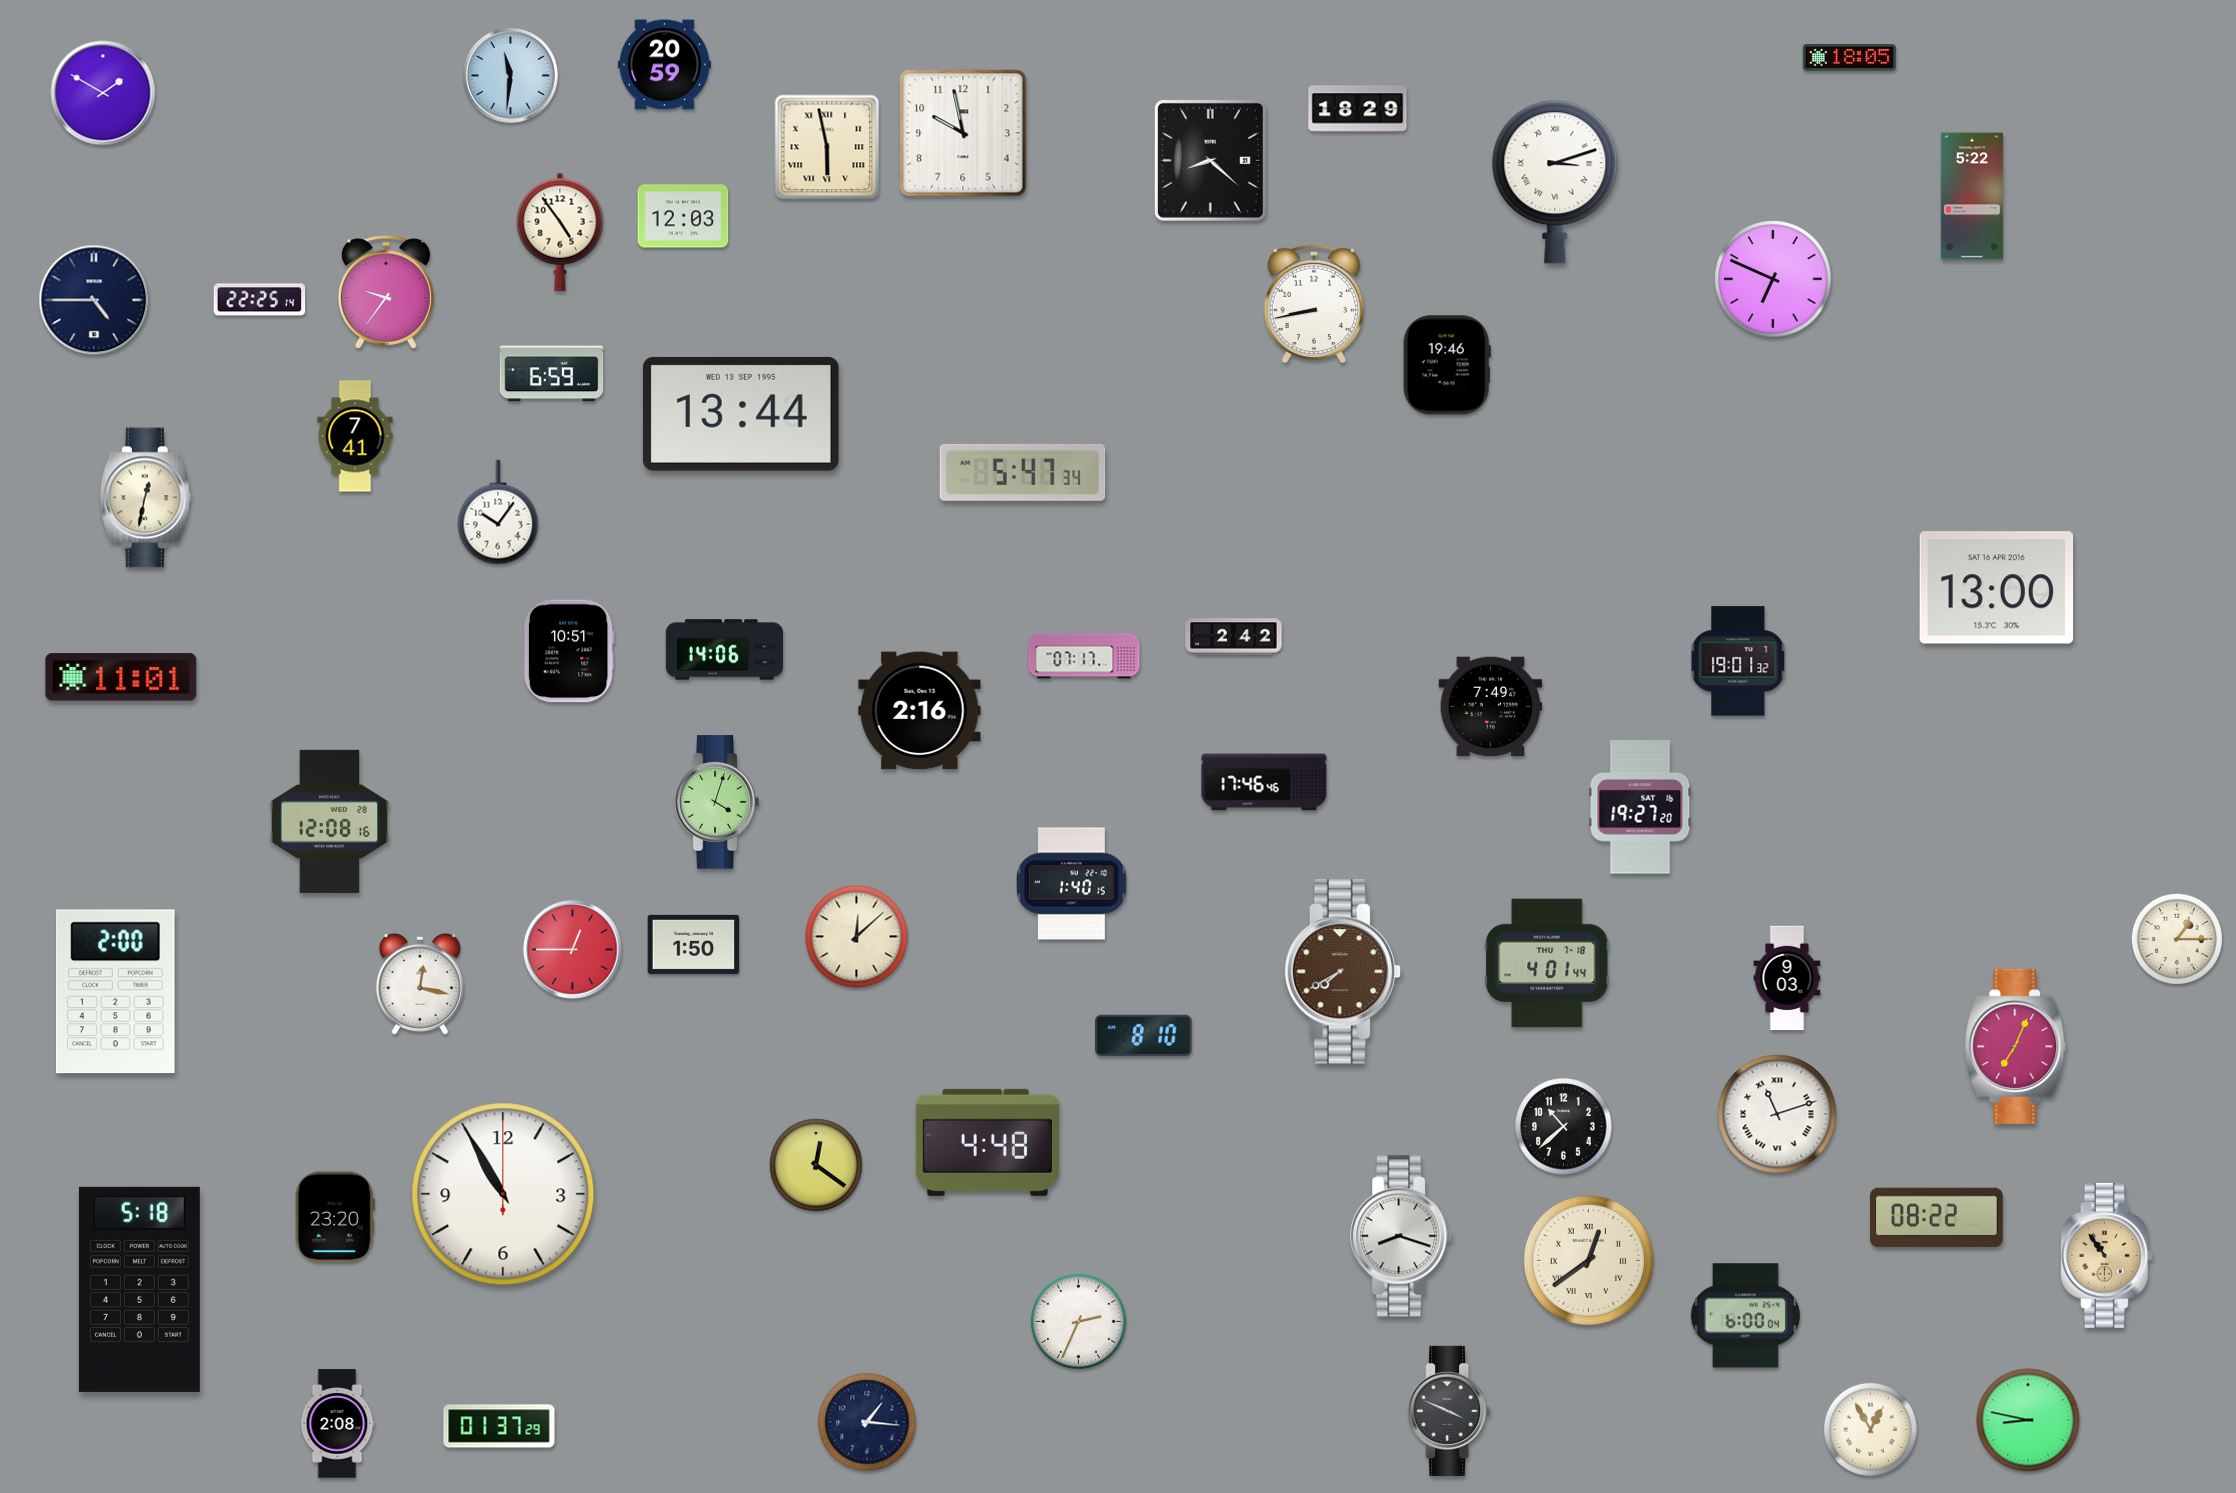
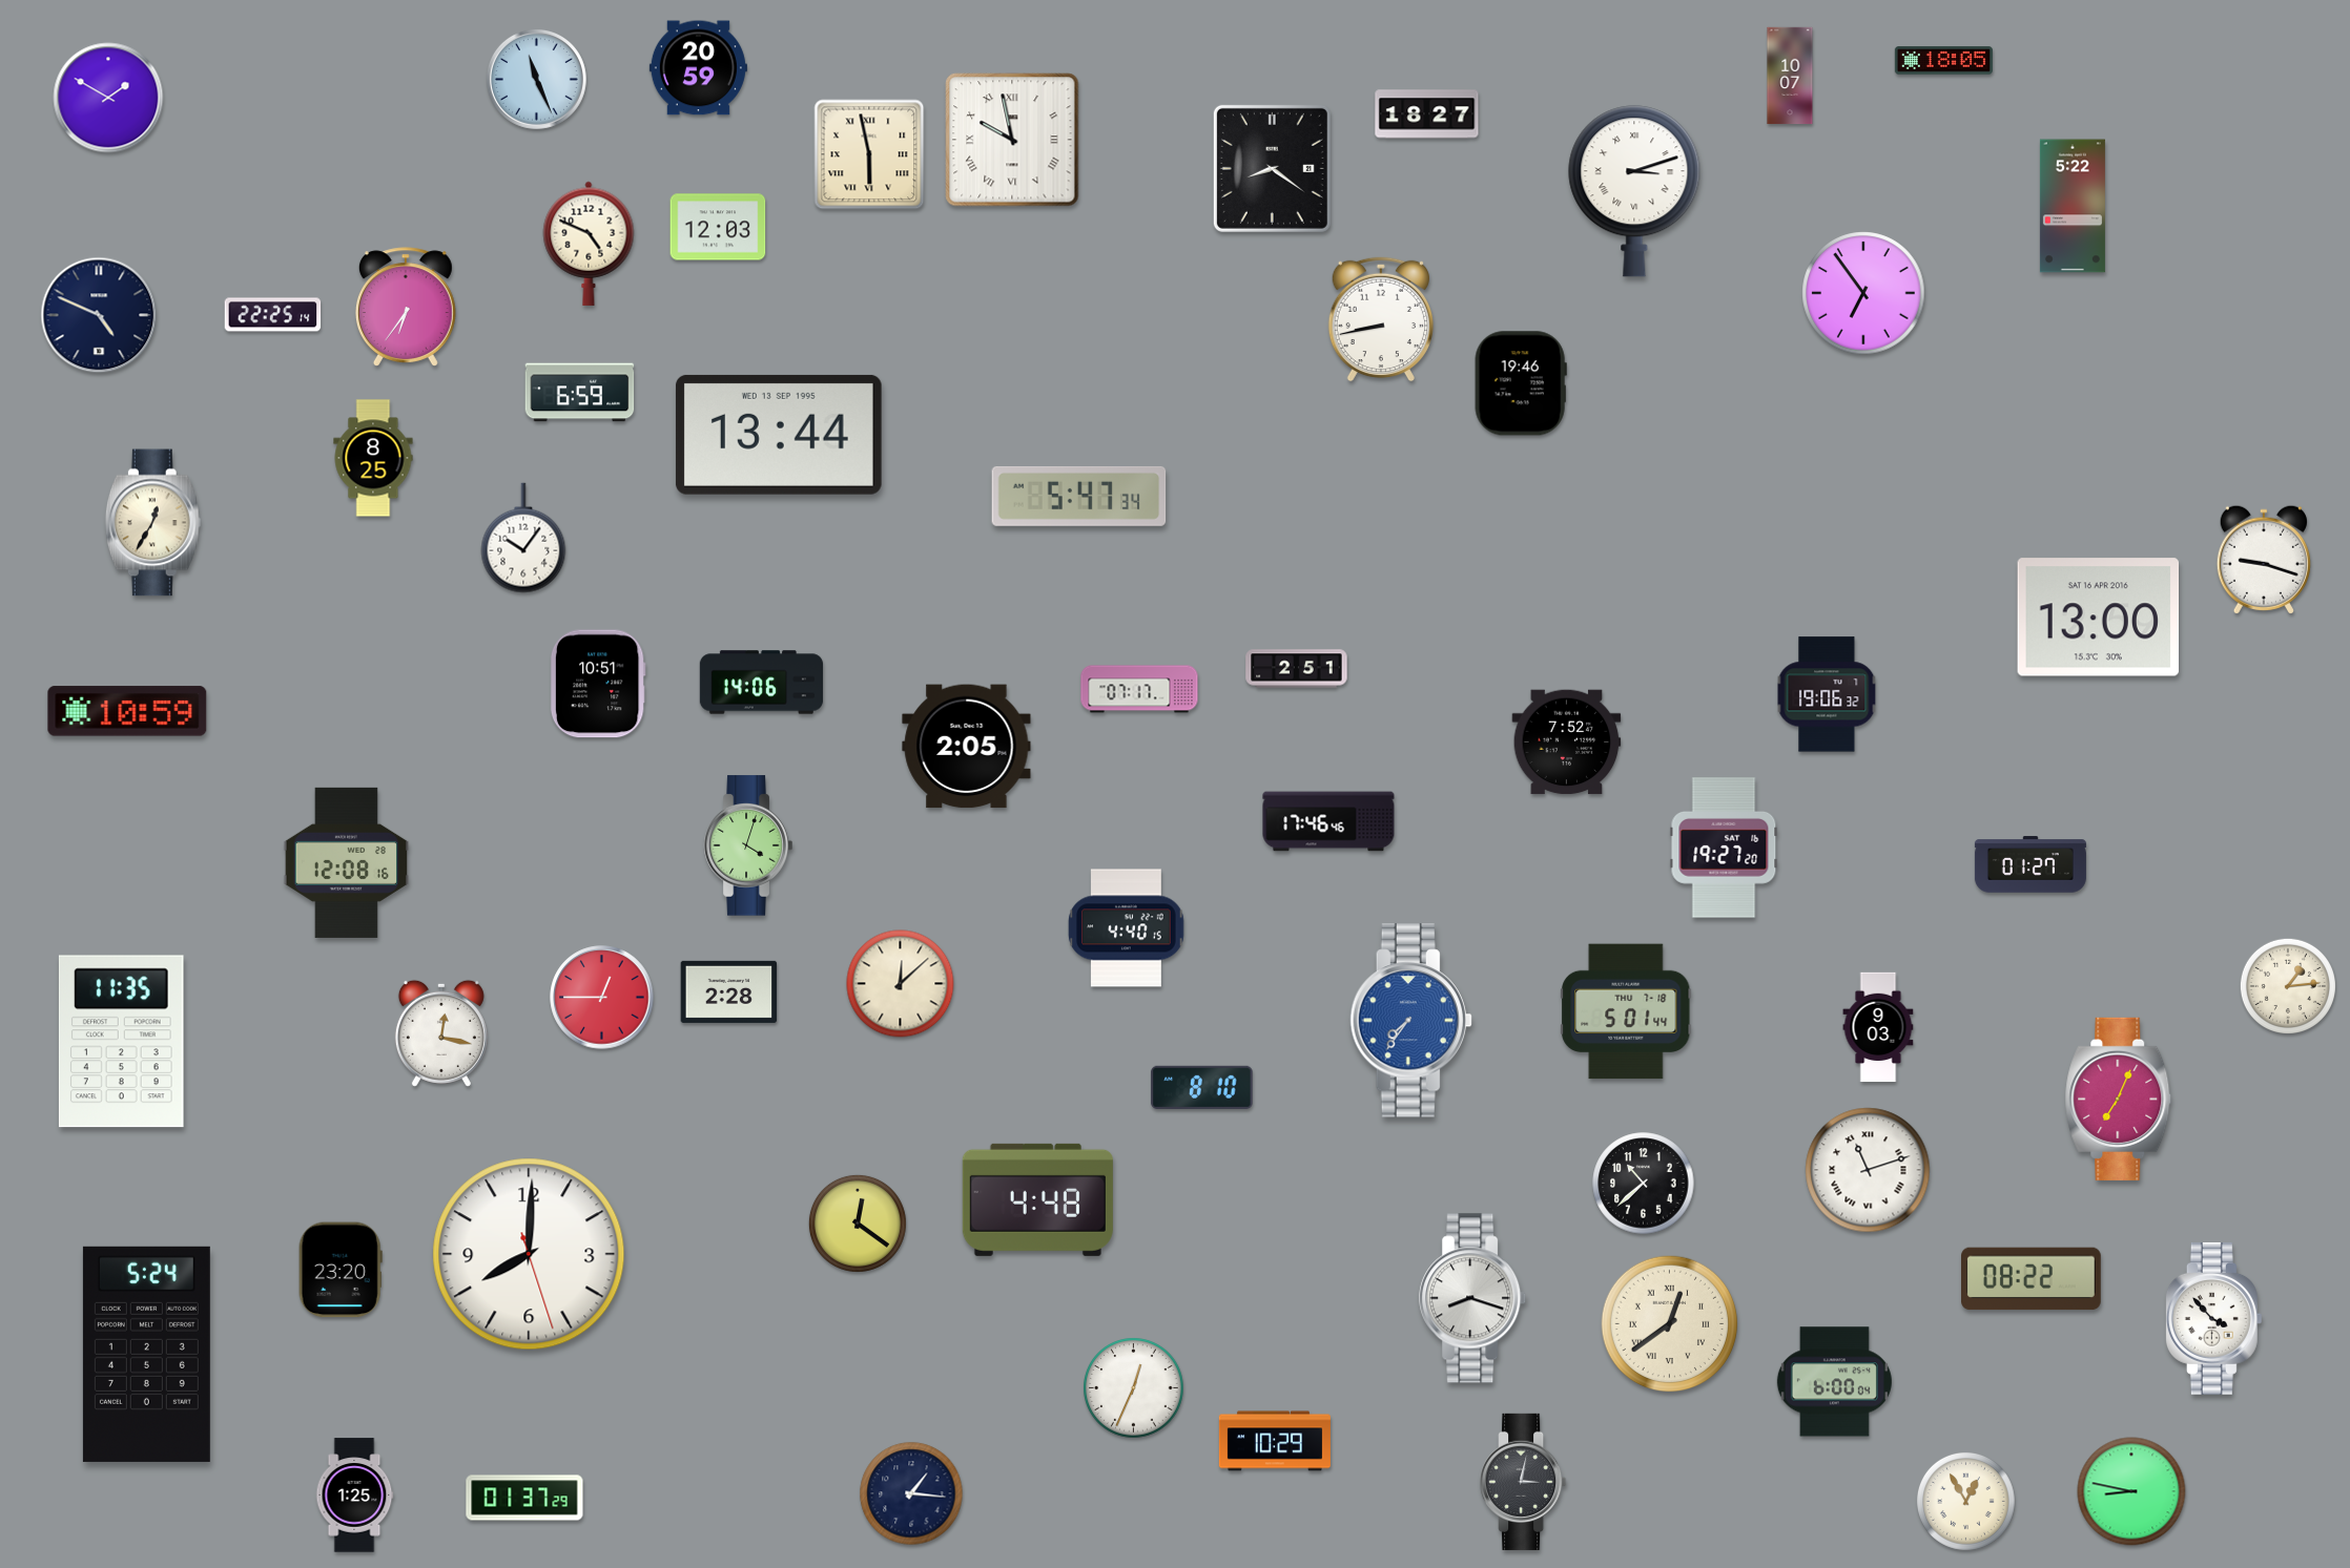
clock at (1790, 76): none -> 10:07
clock at (510, 75): 11:31 -> 11:26
clock at (1358, 109): 18:29 -> 18:27
clock at (963, 133) numerals: Arabic -> Roman
clock at (1210, 160): 8:22 -> 8:21
clock at (560, 232): 4:54 -> 4:49
clock at (1773, 279): 6:49 -> 6:54
clock at (386, 292): 9:36 -> 6:36
clock at (94, 300): 4:45 -> 4:49
clock at (355, 436): 7:41 -> 8:25
clock at (1023, 472) position: (1023, 472) -> (1079, 496)
clock at (145, 498): 12:32 -> 12:35
clock at (2264, 560): none -> 9:18
clock at (1234, 637): 2:42 -> 2:51
clock at (1738, 661): 19:01 -> 19:06
clock at (121, 677): 11:01 -> 10:59
clock at (1491, 707): 7:49 -> 7:52
clock at (920, 711): 2:16 -> 2:05
clock at (717, 802) position: (717, 802) -> (748, 845)
clock at (2031, 864): none -> 01:27
clock at (1072, 884): 1:40 -> 4:40
clock at (2177, 939): 1:15 -> 1:14
clock at (694, 944): 1:50 -> 2:28
clock at (1547, 963): 4:01 -> 5:01
clock at (1342, 972): 7:40 -> 7:36
clock at (1342, 972) dial: brown -> blue
clock at (115, 992): 2:00 -> 11:35
clock at (503, 1194): 10:55 -> 8:00
clock at (335, 1217) position: (335, 1217) -> (341, 1270)
clock at (1937, 1218) position: (1937, 1218) -> (2032, 1279)
clock at (2106, 1255): 10:54 -> 3:53
clock at (2106, 1255) dial: champagne -> white
clock at (139, 1289): 5:18 -> 5:24
clock at (1079, 1322): 2:34 -> 12:34
clock at (1275, 1441): none -> 10:29
clock at (1449, 1411): 3:49 -> 3:02
clock at (337, 1424): 2:08 -> 1:25
